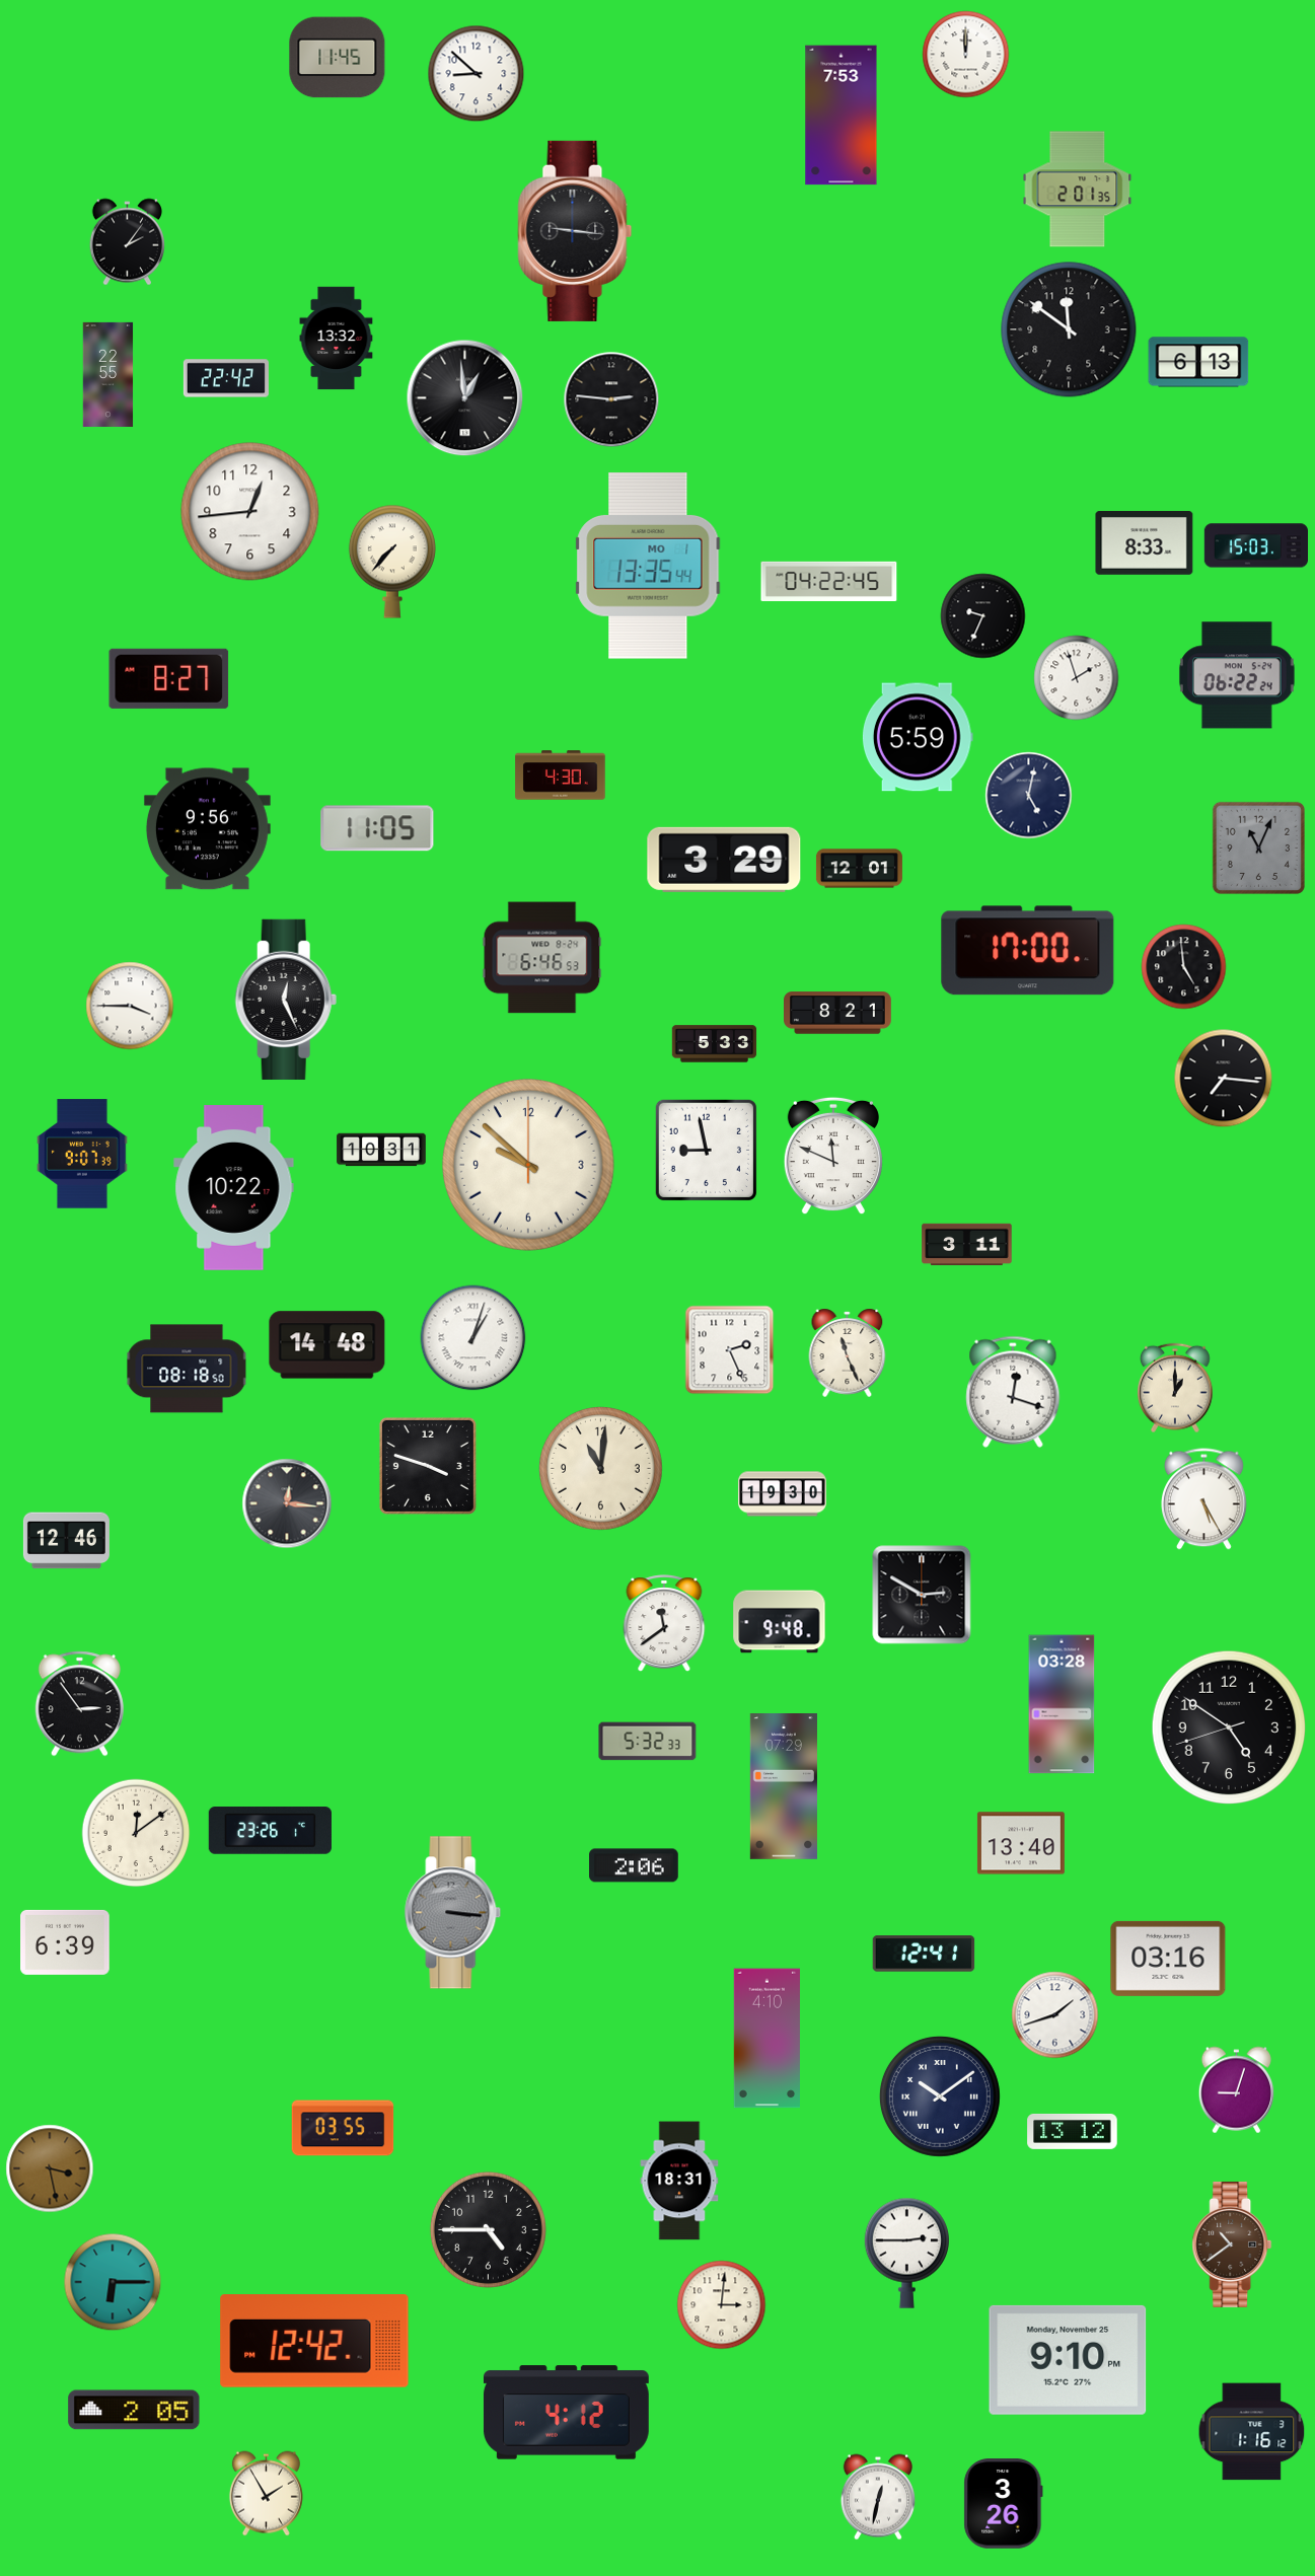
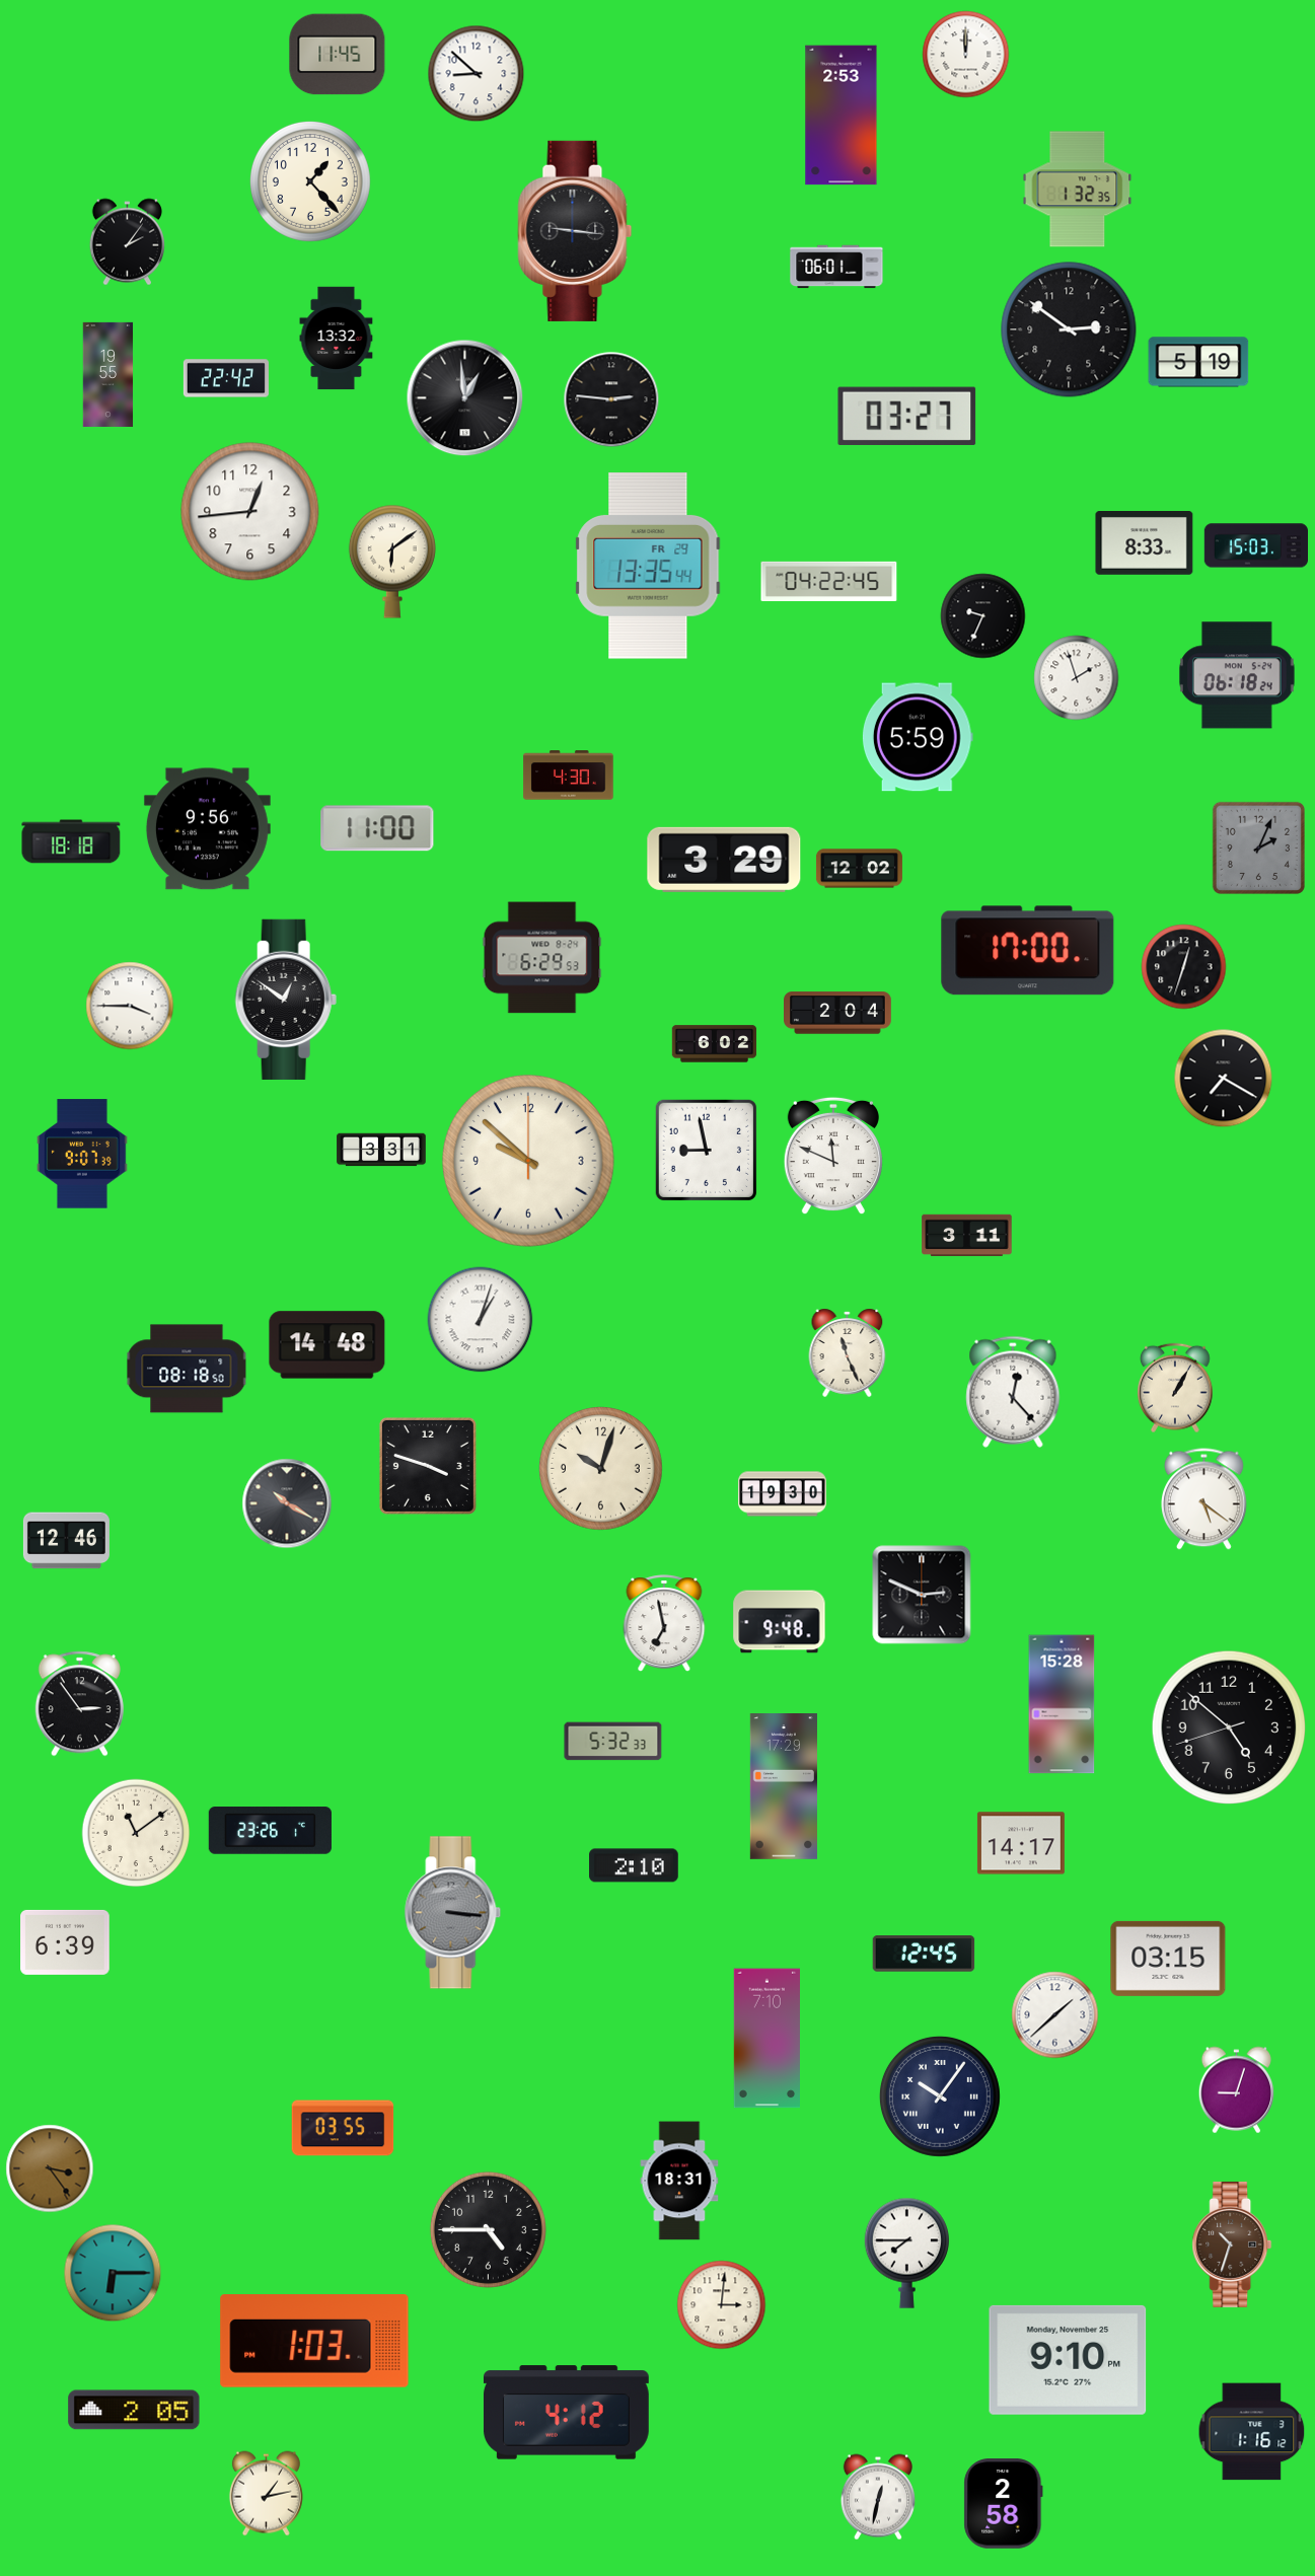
clock at (338, 58) position: (338, 58) -> (338, 55)
clock at (842, 116): 7:53 -> 2:53
clock at (310, 181): none -> 1:23
clock at (1078, 190): 2:01 -> 1:32
clock at (836, 267): none -> 06:01
clock at (1069, 329): 11:51 -> 2:51
clock at (1198, 362): 6:13 -> 5:19
clock at (108, 374): 22:55 -> 19:55
clock at (907, 416): none -> 03:27
clock at (392, 562): 7:37 -> 6:09
clock at (648, 566) date: MO 1 -> FR 29
clock at (1237, 675): 06:22 -> 06:18
clock at (169, 678): 8:27 -> none
clock at (561, 776) position: (561, 776) -> (569, 776)
clock at (1029, 796): 5:02 -> none
clock at (377, 828): 11:05 -> 11:00
clock at (71, 841): none -> 18:18
clock at (1258, 848): 11:04 -> 2:04
clock at (859, 869): 12:01 -> 12:02
clock at (542, 958): 6:46 -> 6:29
clock at (1184, 967): 4:59 -> 12:33
clock at (286, 1000): 12:26 -> 12:51
clock at (838, 1013): 8:21 -> 2:04
clock at (715, 1044): 5:33 -> 6:02
clock at (1224, 1079): 7:16 -> 7:20
clock at (381, 1150): 10:31 -> 3:31
clock at (529, 1166) position: (529, 1166) -> (529, 1162)
clock at (234, 1188): 10:22 -> none
clock at (967, 1245) position: (967, 1245) -> (967, 1236)
clock at (473, 1338) position: (473, 1338) -> (481, 1320)
clock at (730, 1350): 2:26 -> none
clock at (1176, 1388): 1:00 -> 1:05
clock at (1013, 1392): 12:18 -> 12:23
clock at (601, 1469): 11:01 -> 10:03
clock at (1203, 1499): 5:25 -> 5:21
clock at (287, 1503): 12:16 -> 10:20
clock at (922, 1595): 2:50 -> 2:49
clock at (664, 1623): 11:39 -> 6:58
clock at (1062, 1704): 03:28 -> 15:28
clock at (1229, 1727): 4:50 -> 4:51
clock at (648, 1742) position: (648, 1742) -> (613, 1742)
clock at (784, 1787): 07:29 -> 17:29
clock at (136, 1833): 12:09 -> 11:09
clock at (1021, 1843): 13:40 -> 14:17
clock at (634, 1865): 2:06 -> 2:10
clock at (924, 1954): 12:41 -> 12:45
clock at (1168, 1959): 03:16 -> 03:15
clock at (1055, 2015): 1:42 -> 1:38
clock at (768, 2039): 4:10 -> 7:10
clock at (940, 2096): 10:09 -> 10:06
clock at (1073, 2131): 13:12 -> none
clock at (50, 2168): 3:28 -> 3:24
clock at (1232, 2244): 10:39 -> 10:33
clock at (906, 2253): 2:45 -> 7:45
clock at (113, 2282) position: (113, 2282) -> (113, 2273)
clock at (314, 2341): 12:42 -> 1:03
clock at (266, 2494): 1:55 -> 1:13
clock at (1004, 2504): 3:26 -> 2:58
